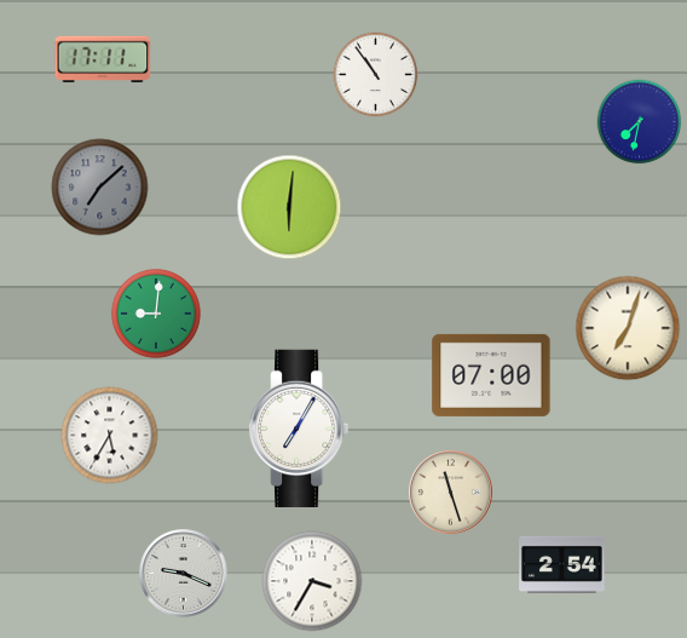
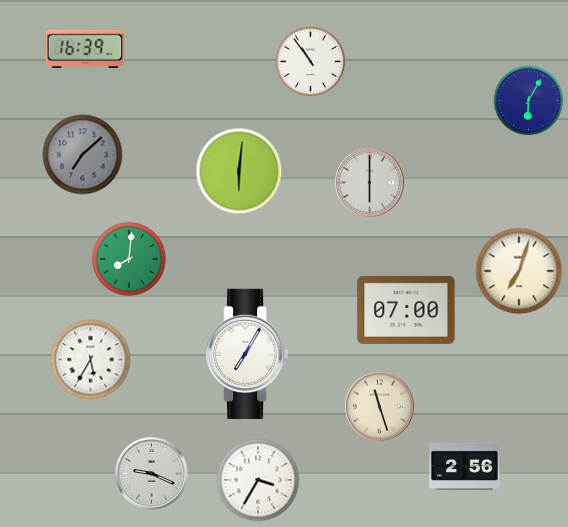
clock at (103, 58): 17:11 -> 16:39
clock at (640, 122): 7:32 -> 6:05
clock at (370, 183): none -> 6:00
clock at (156, 314): 9:01 -> 8:01
clock at (451, 493) position: (451, 493) -> (380, 407)
clock at (562, 564): 2:54 -> 2:56
